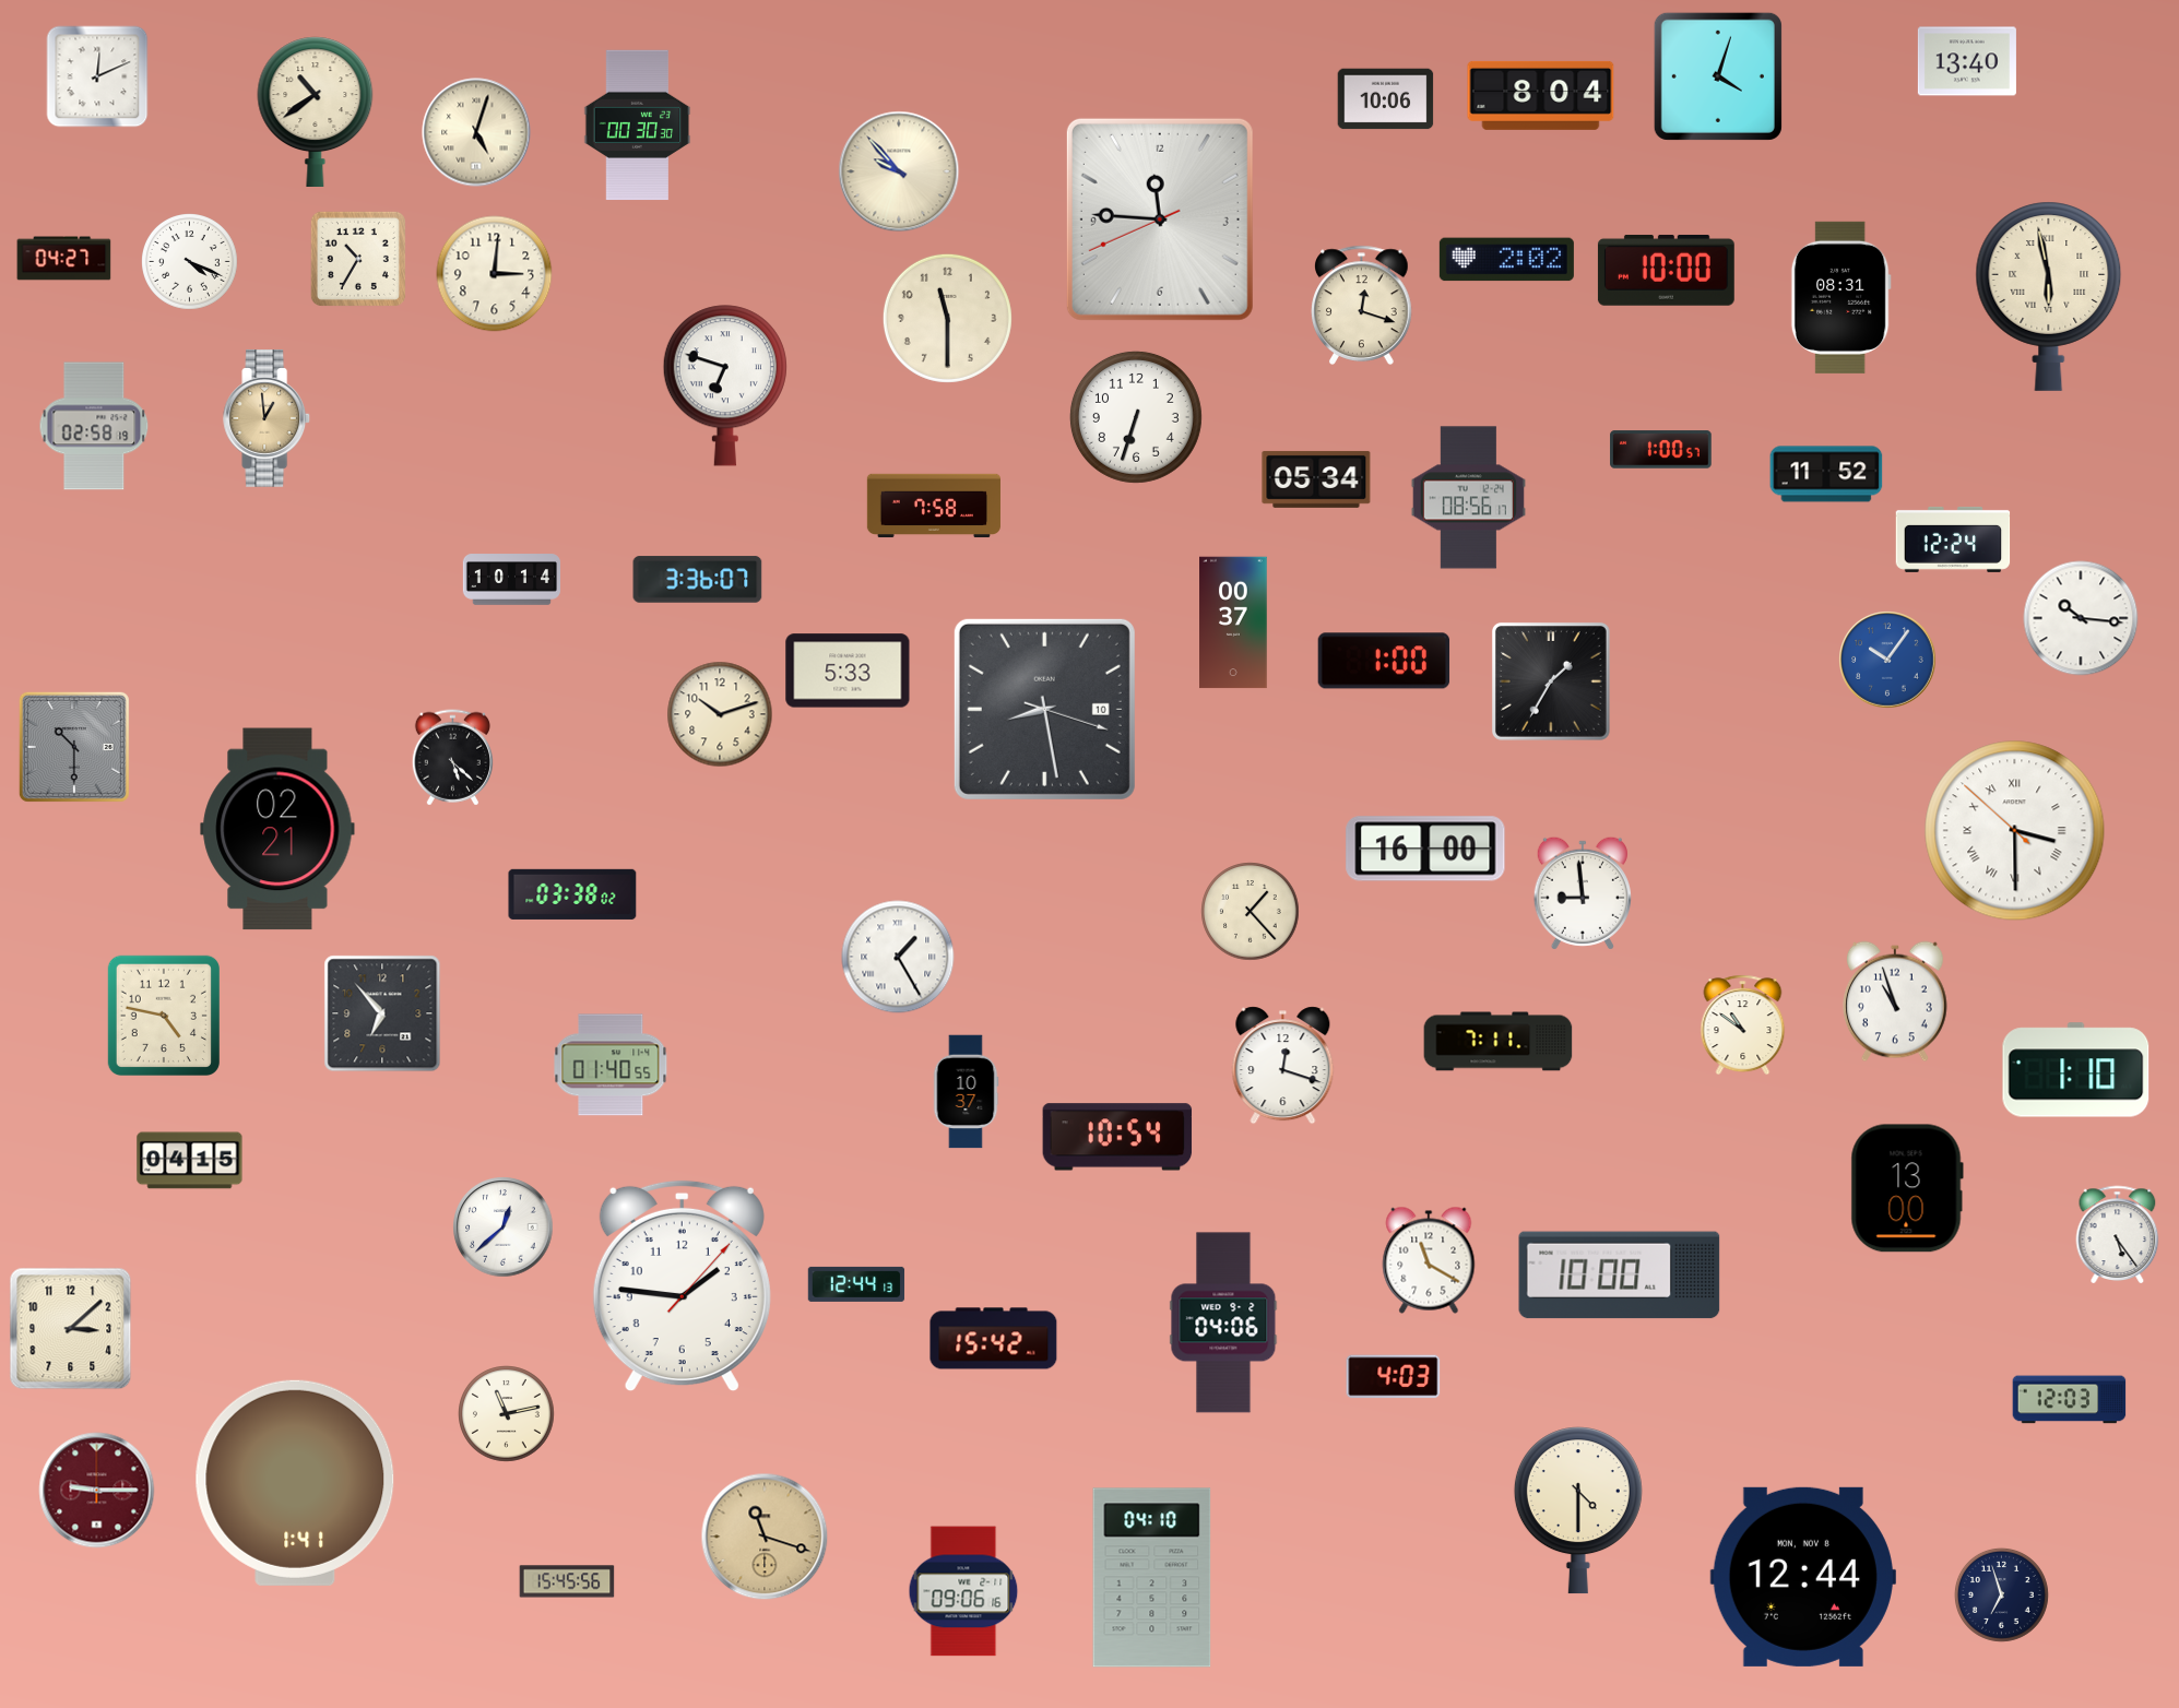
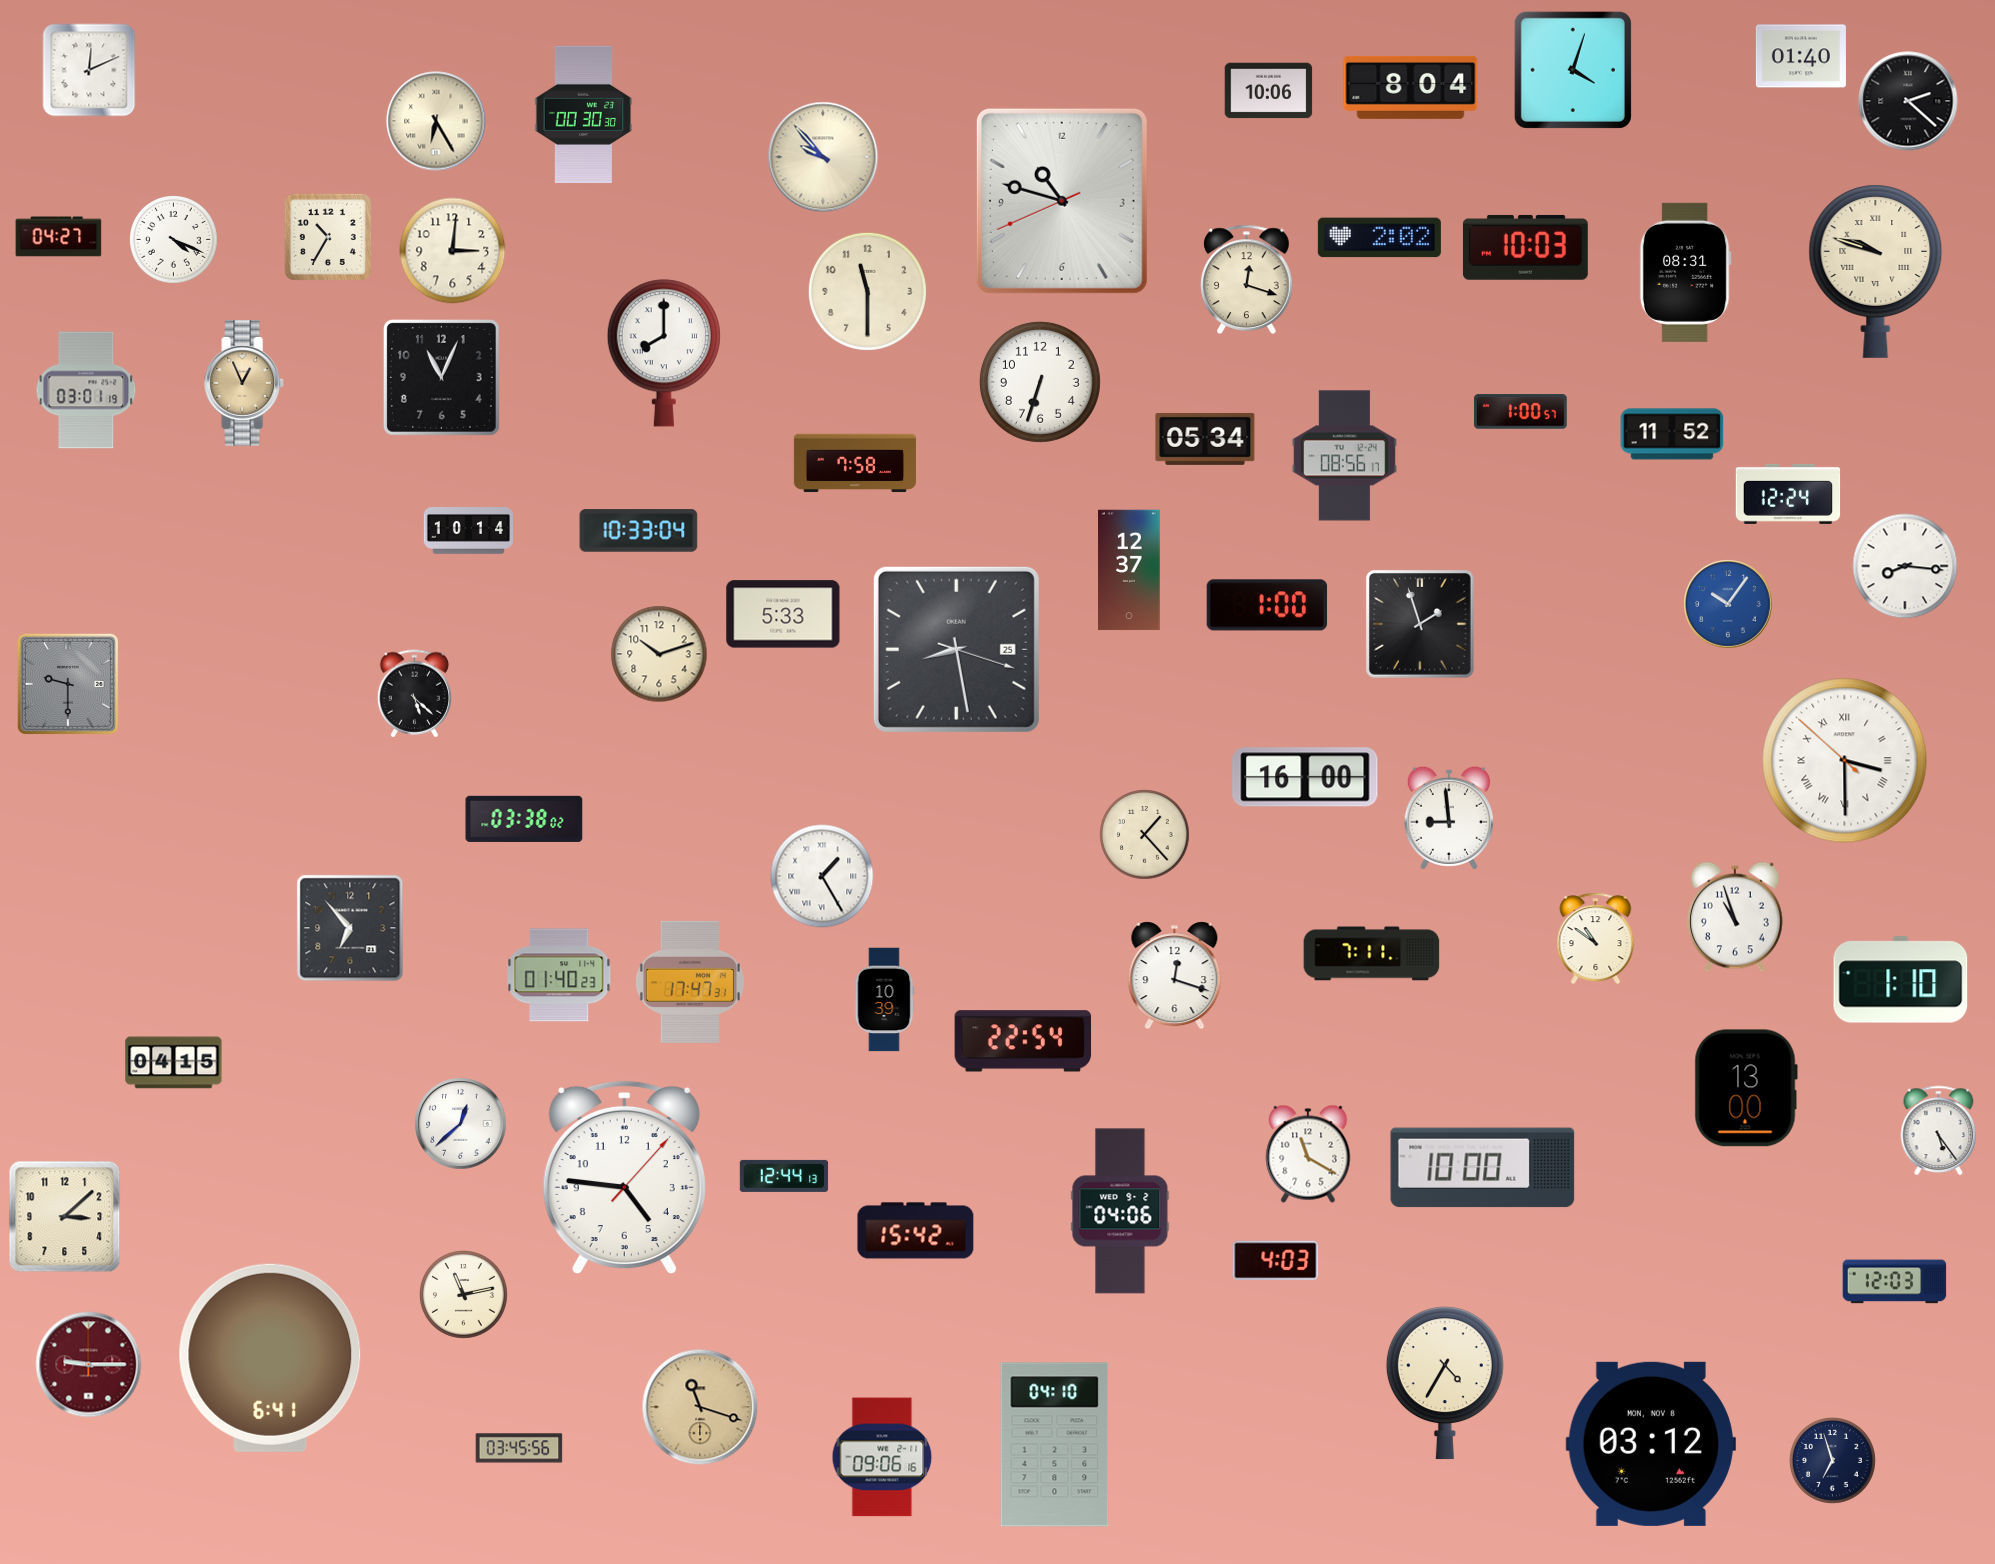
clock at (1967, 61): 13:40 -> 01:40
clock at (1908, 101): none -> 2:22
clock at (316, 111): 10:39 -> none
clock at (476, 132): 5:03 -> 6:25
clock at (1160, 220): 11:45 -> 10:47
clock at (1666, 270): 10:00 -> 10:03
clock at (2049, 296): 5:58 -> 9:48
clock at (725, 386): 6:48 -> 8:00
clock at (441, 377): none -> 11:04
clock at (268, 418): 12:59 -> 12:56
clock at (94, 426): 02:58 -> 03:01
clock at (698, 580): 3:36 -> 10:33
clock at (2081, 618): 10:16 -> 8:16
clock at (1233, 622): 00:37 -> 12:37
clock at (848, 671) position: (848, 671) -> (783, 614)
clock at (1551, 681): 1:35 -> 1:57
clock at (1044, 709) date: 10 -> 25
clock at (74, 747): 10:30 -> 9:30
clock at (277, 829): 02:21 -> none
clock at (163, 1015): 4:47 -> none
clock at (611, 1065): 01:40:55 -> 01:40:23
clock at (690, 982): none -> 17:47
clock at (966, 1092): 10:37 -> 10:39
clock at (1117, 1137): 10:54 -> 22:54
clock at (682, 1286): 1:46 -> 4:46
clock at (994, 1339) position: (994, 1339) -> (916, 1231)
clock at (295, 1483): 1:41 -> 6:41
clock at (1578, 1510): 4:30 -> 4:35
clock at (1803, 1577): 12:44 -> 03:12
clock at (567, 1581): 15:45 -> 03:45
